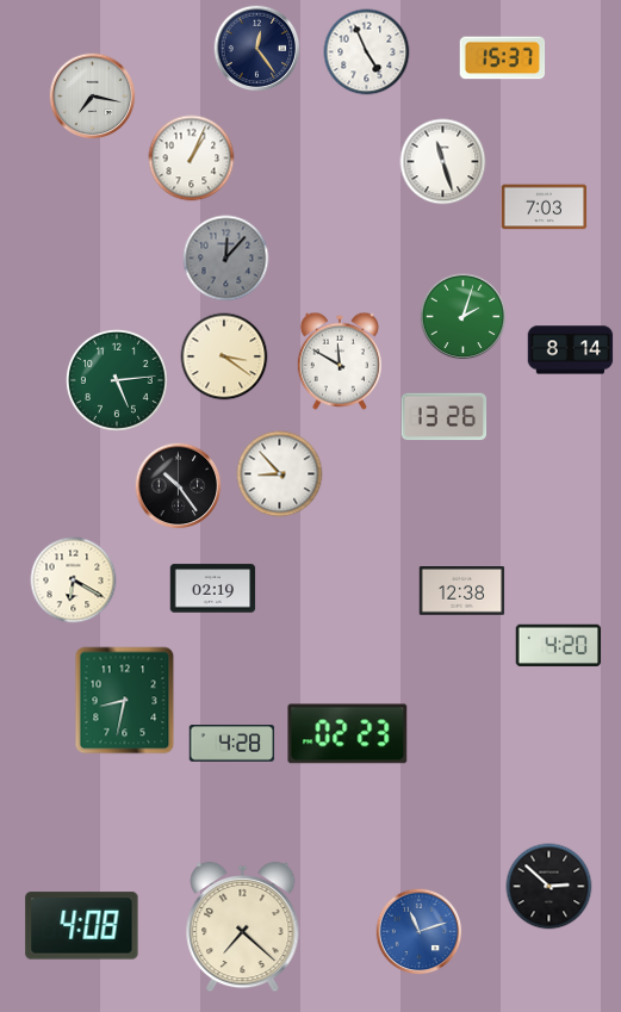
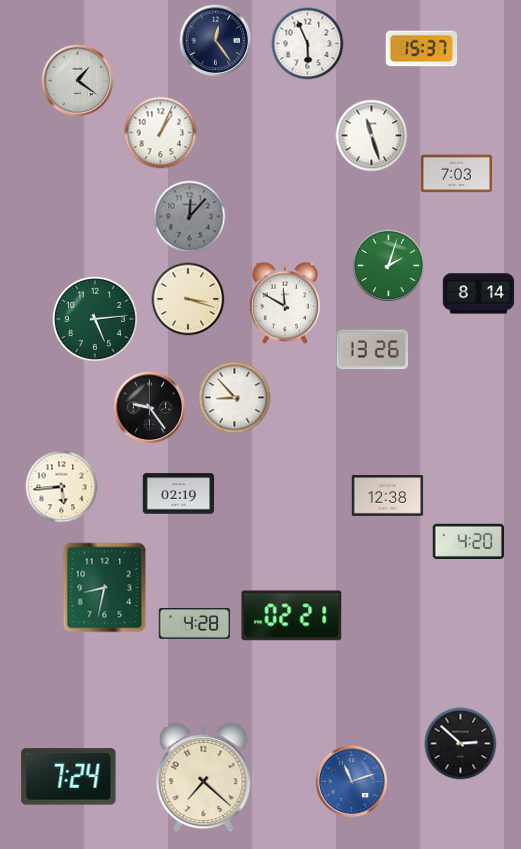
clock at (367, 52): 4:56 -> 5:56
clock at (93, 97): 7:17 -> 1:21
clock at (224, 356): 3:21 -> 3:18
clock at (117, 380) position: (117, 380) -> (95, 319)
clock at (179, 486): 10:24 -> 9:24
clock at (74, 580): 6:20 -> 5:44
clock at (348, 734): 02:23 -> 02:21
clock at (82, 926): 4:08 -> 7:24
